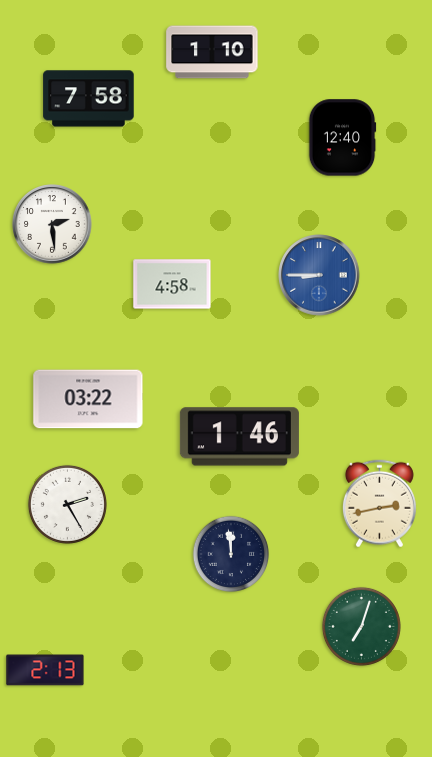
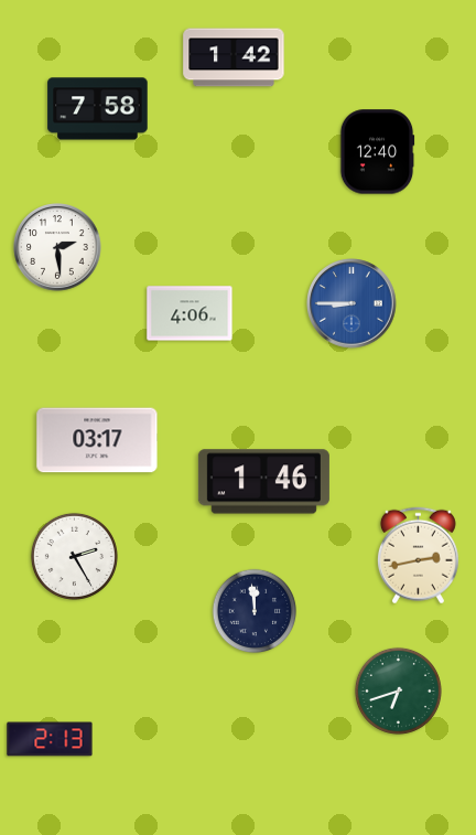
clock at (212, 52): 1:10 -> 1:42
clock at (172, 284): 4:58 -> 4:06
clock at (88, 399): 03:22 -> 03:17
clock at (361, 626): 7:03 -> 6:42
